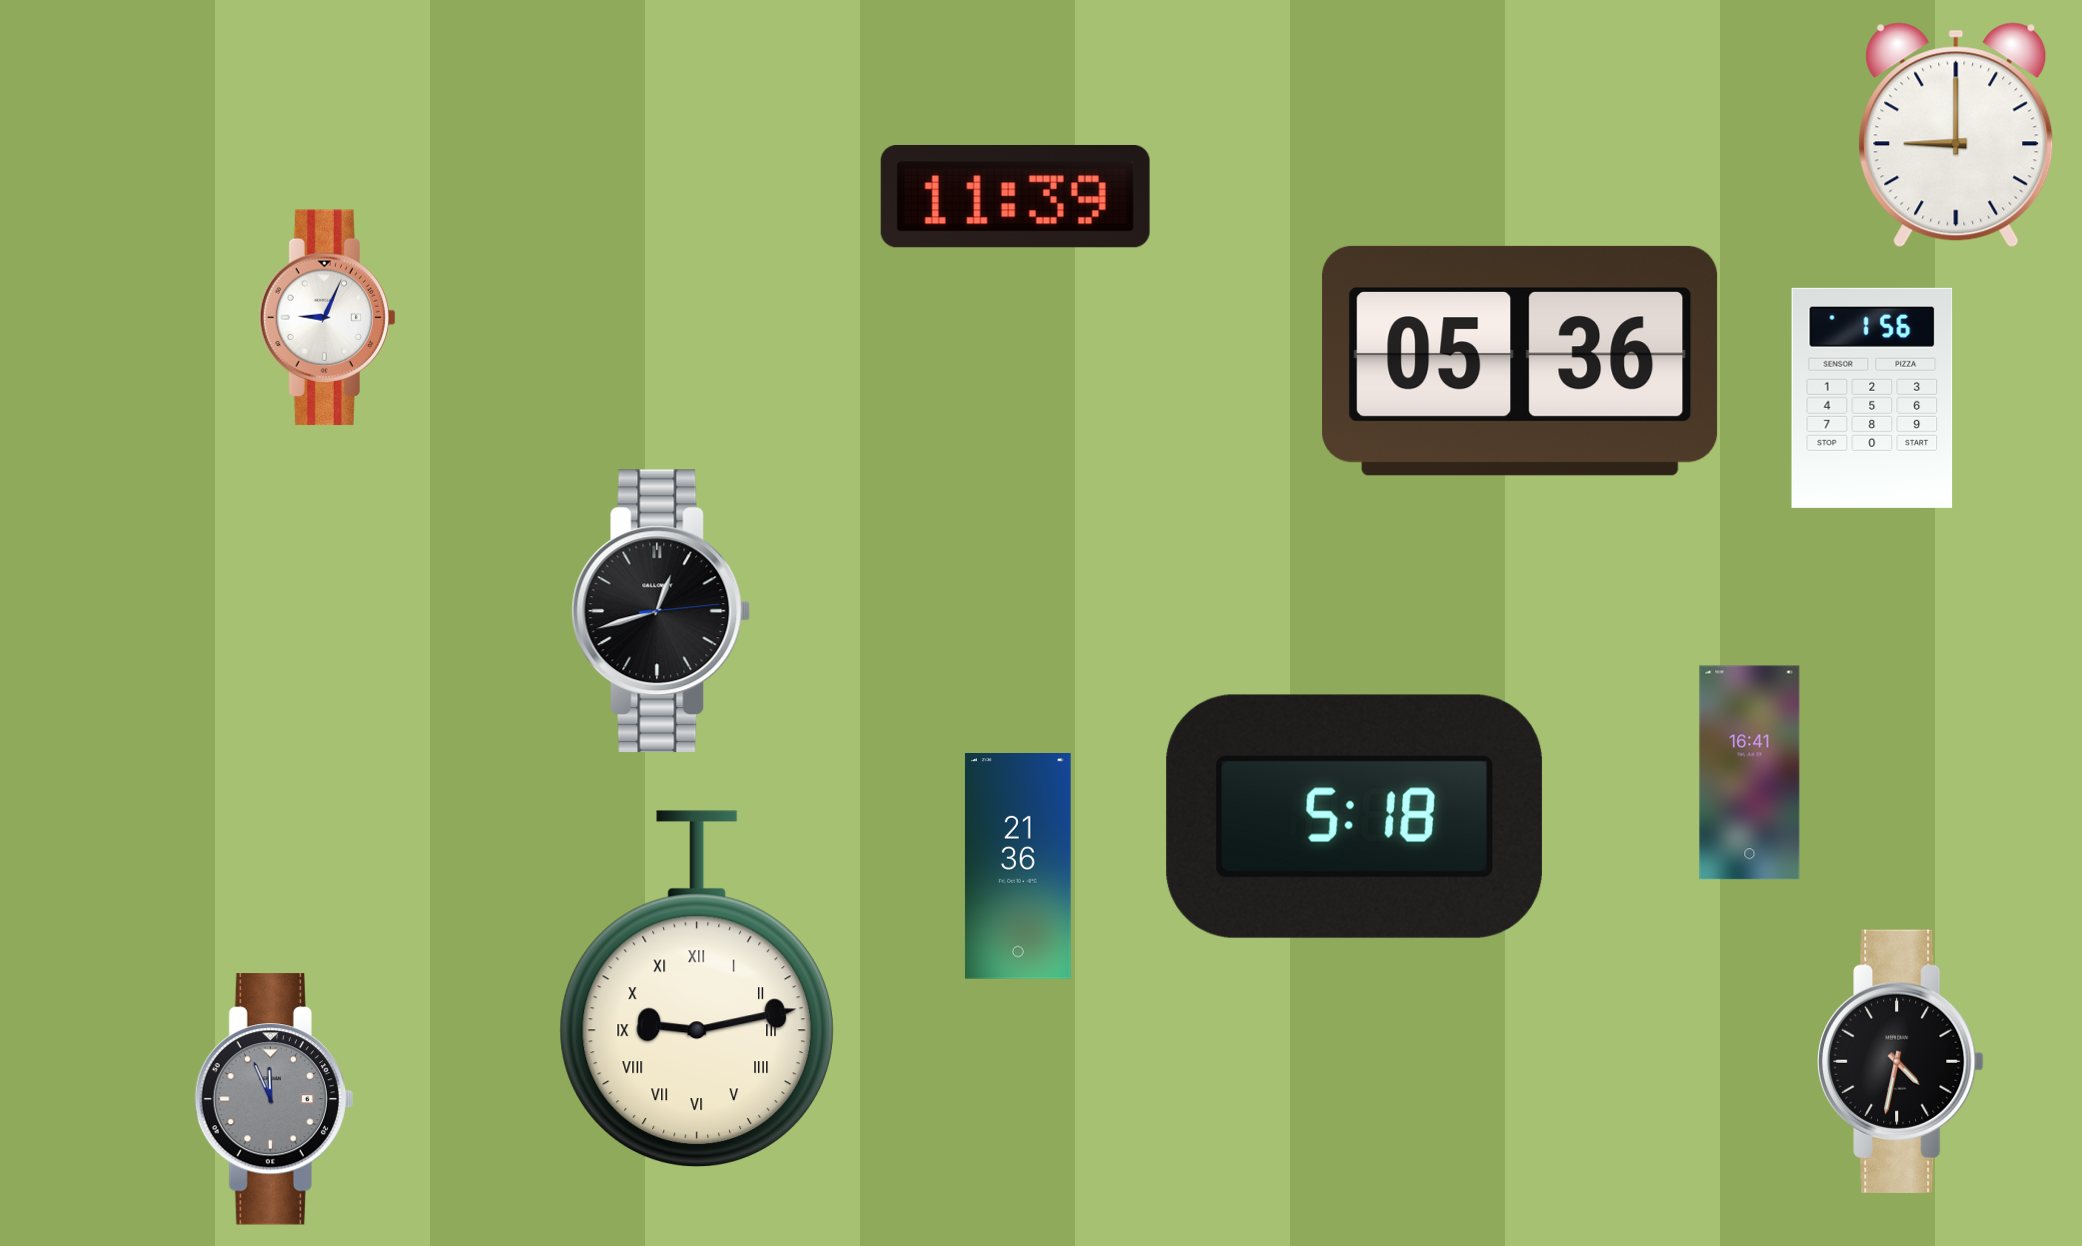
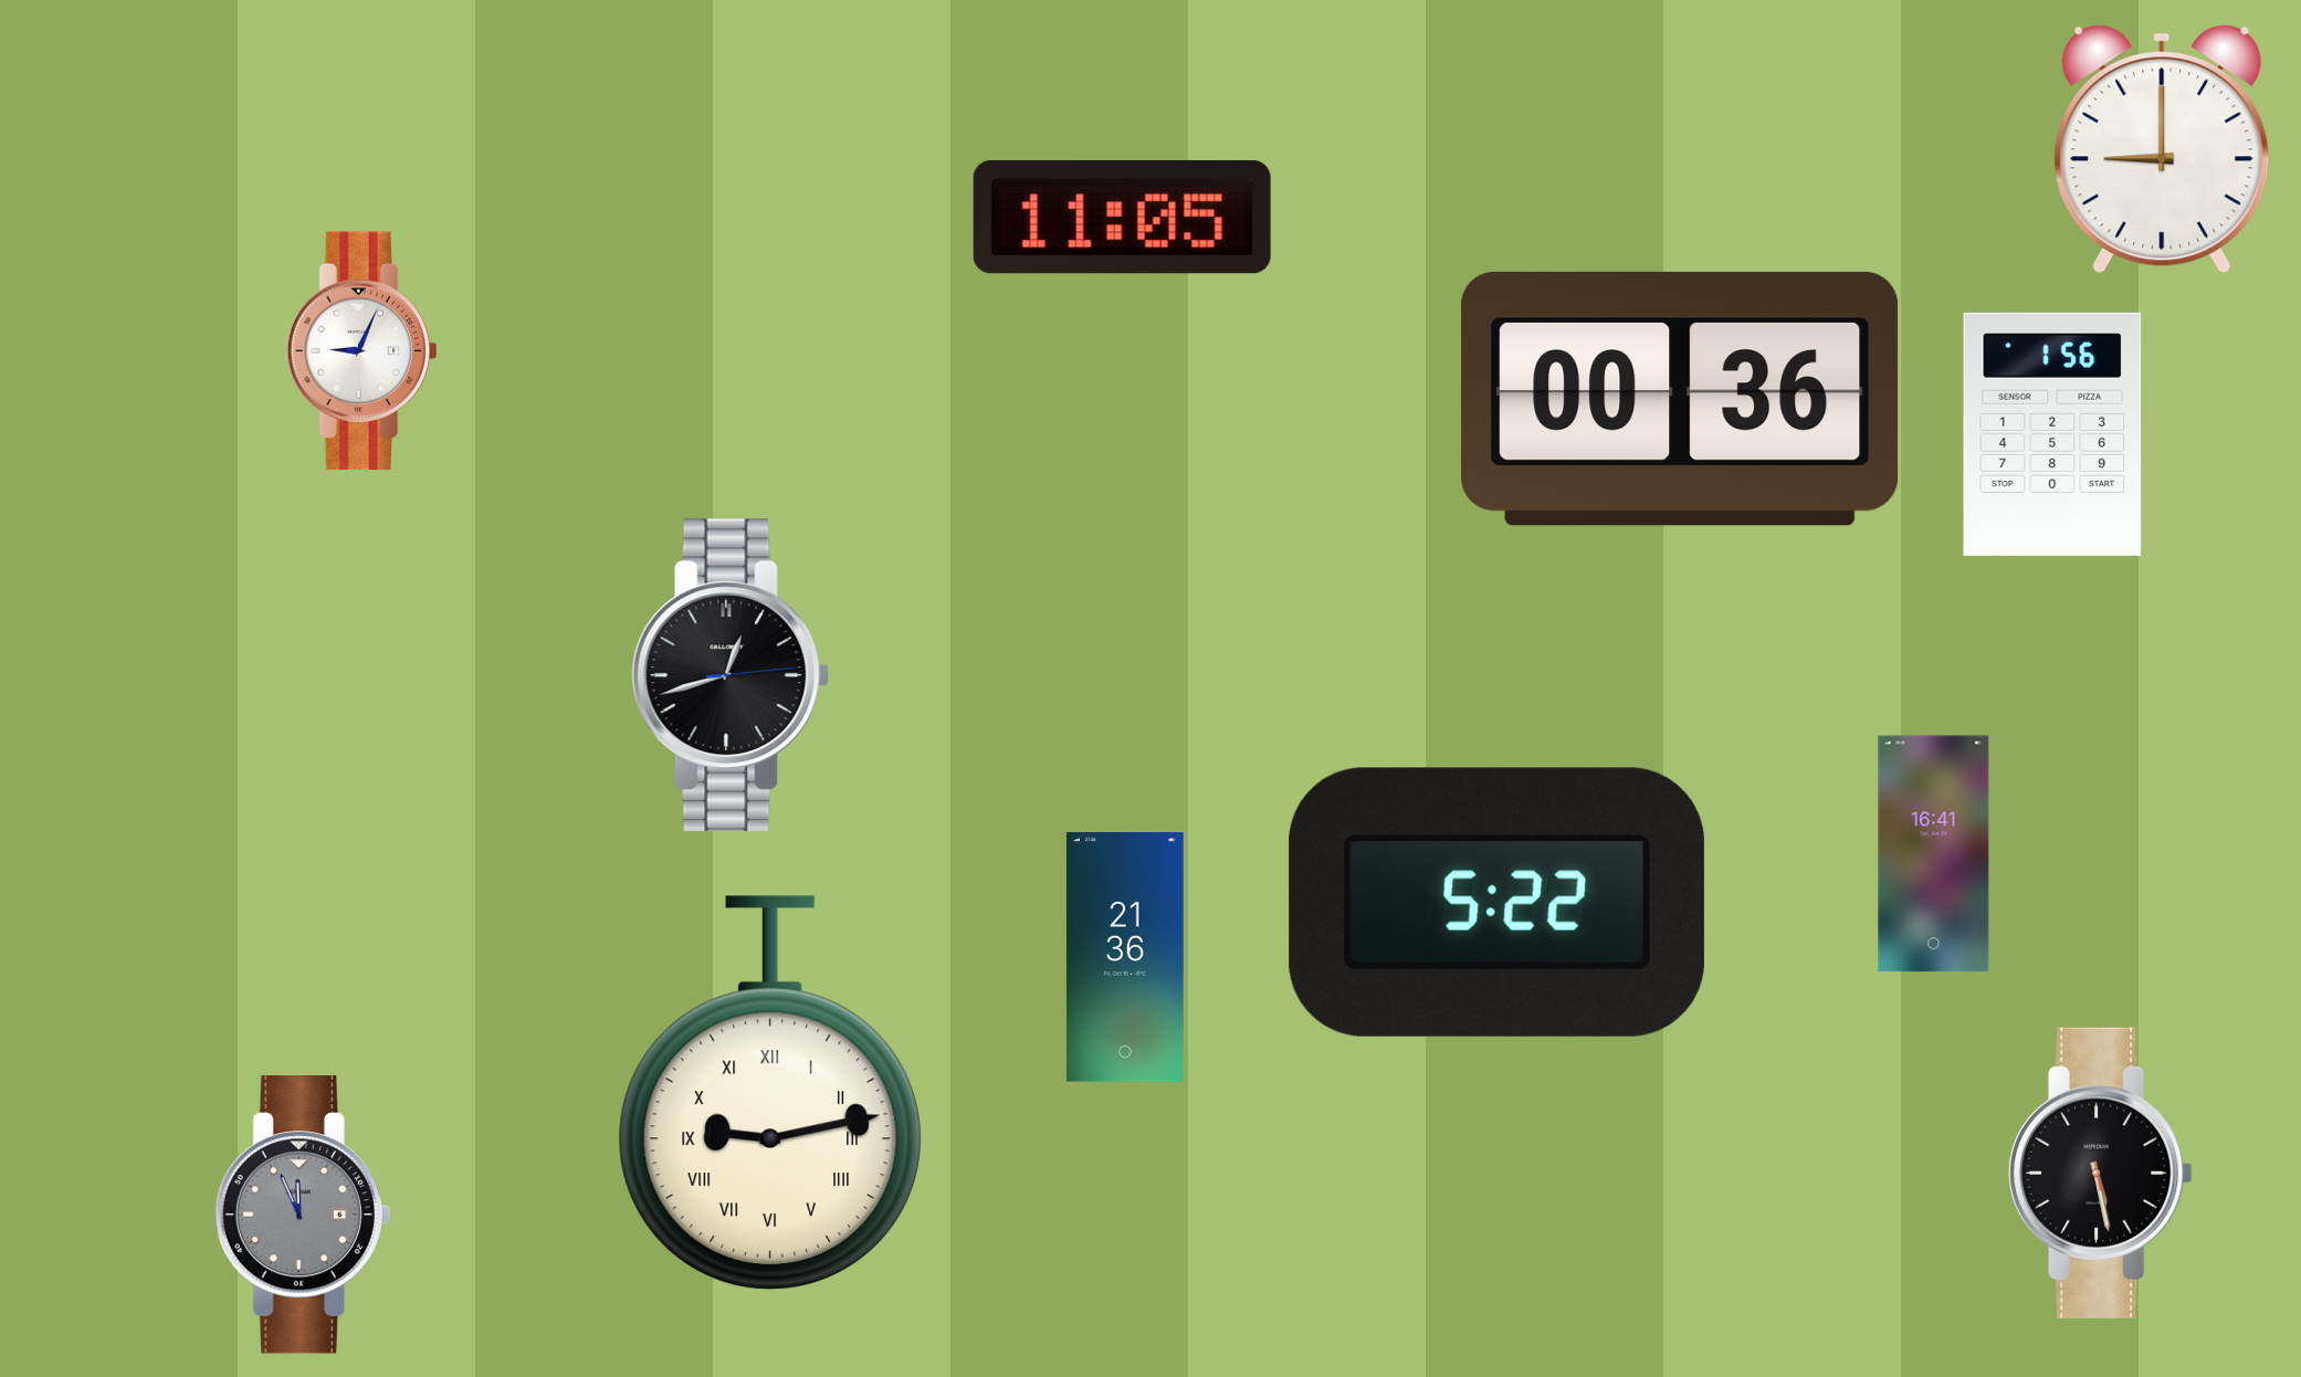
clock at (1015, 196): 11:39 -> 11:05
clock at (1520, 361): 05:36 -> 00:36
clock at (1872, 398) position: (1872, 398) -> (2052, 434)
clock at (1354, 816): 5:18 -> 5:22
clock at (1901, 1061): 4:32 -> 5:28
